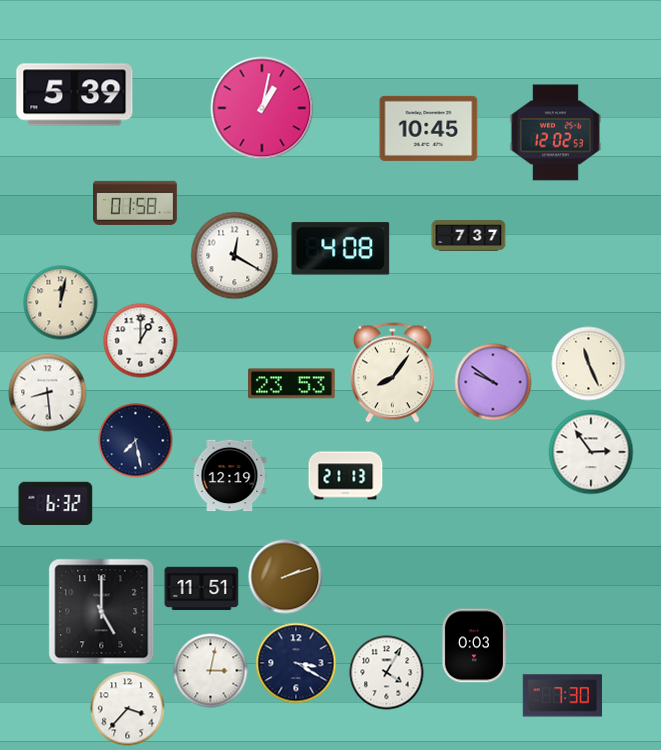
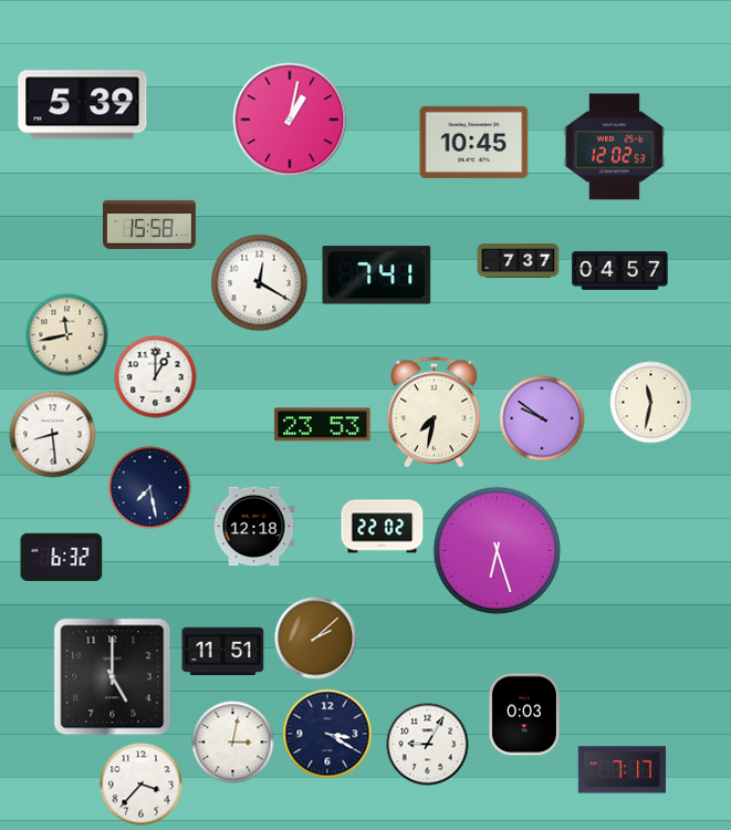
clock at (136, 203): 01:58 -> 15:58
clock at (620, 271): none -> 04:57
clock at (341, 249): 4:08 -> 7:41
clock at (61, 303): 12:02 -> 11:43
clock at (589, 364): 11:26 -> 11:32
clock at (392, 373): 8:06 -> 7:32
clock at (493, 382) position: (493, 382) -> (542, 418)
clock at (591, 452): 2:54 -> none
clock at (230, 476): 12:19 -> 12:18
clock at (346, 476): 21:13 -> 22:02
clock at (498, 551): none -> 6:27
clock at (286, 577): 2:12 -> 2:08
clock at (387, 673): 4:05 -> 9:05
clock at (562, 696): 7:30 -> 7:17
